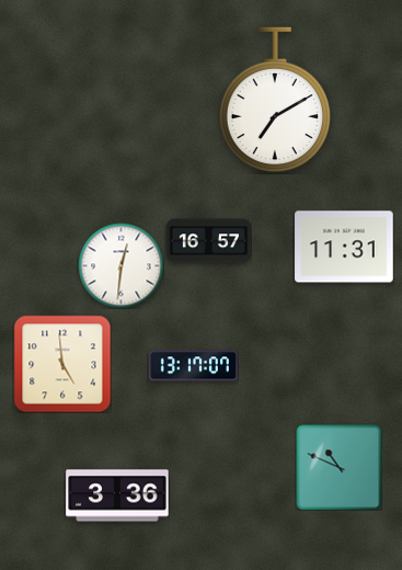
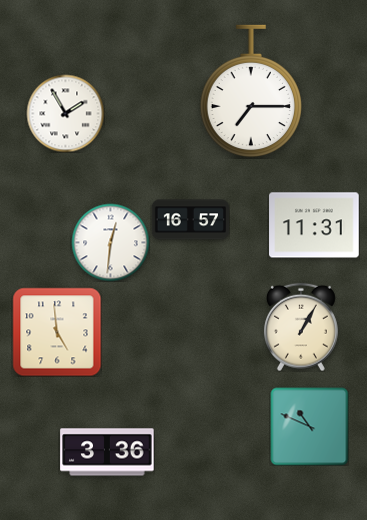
clock at (274, 100): 7:10 -> 7:15
clock at (65, 113): none -> 1:55
clock at (301, 327): none -> 1:05
clock at (193, 366): 13:17 -> none
